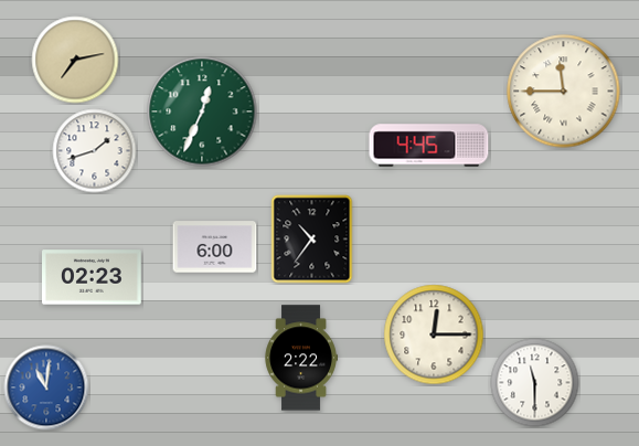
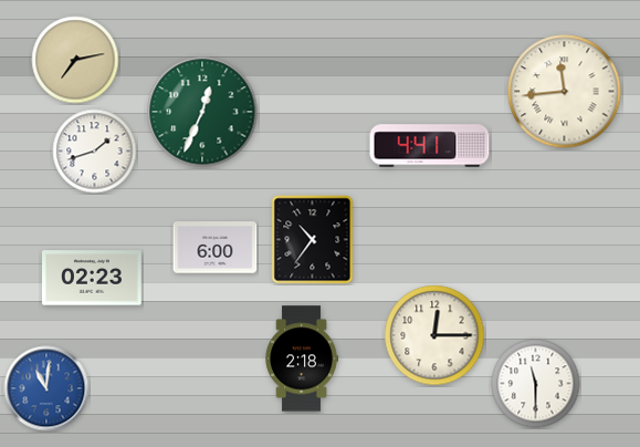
clock at (564, 92): 11:45 -> 11:44
clock at (429, 146): 4:45 -> 4:41
clock at (300, 358): 2:22 -> 2:18
